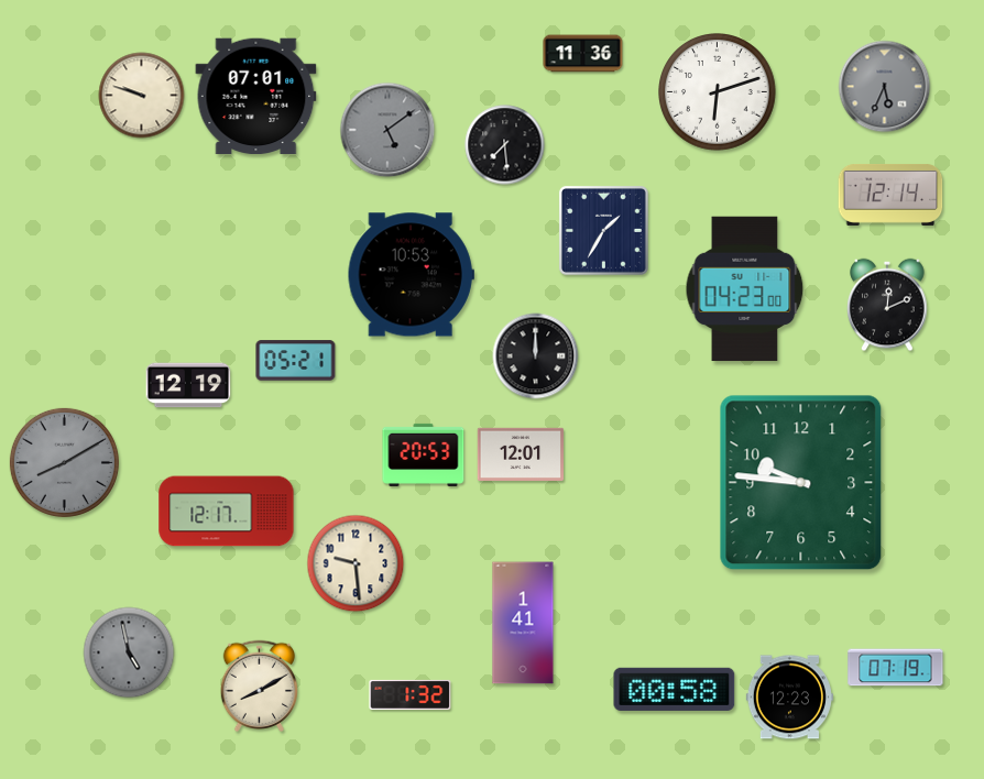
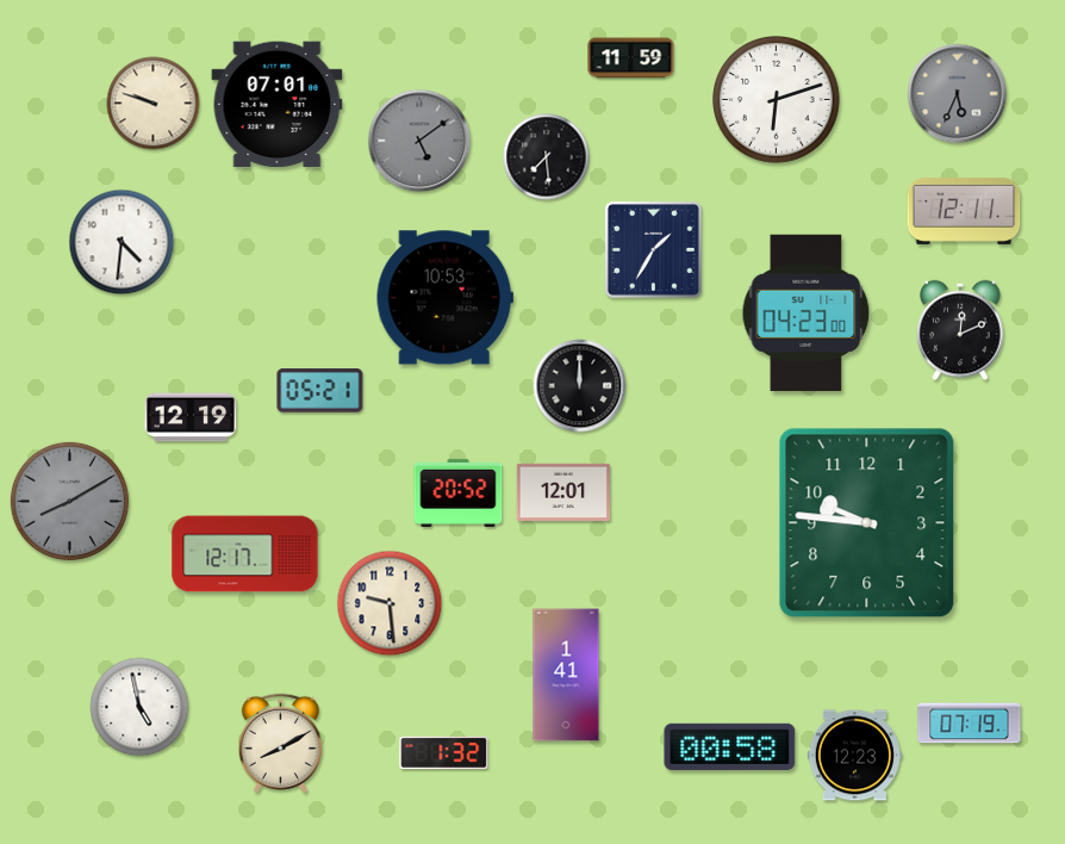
clock at (583, 54): 11:36 -> 11:59
clock at (890, 195): 12:14 -> 12:11
clock at (122, 242): none -> 4:31
clock at (188, 385) position: (188, 385) -> (191, 417)
clock at (424, 454): 20:53 -> 20:52
clock at (356, 563) position: (356, 563) -> (390, 603)
clock at (129, 652) dial: grey -> white
